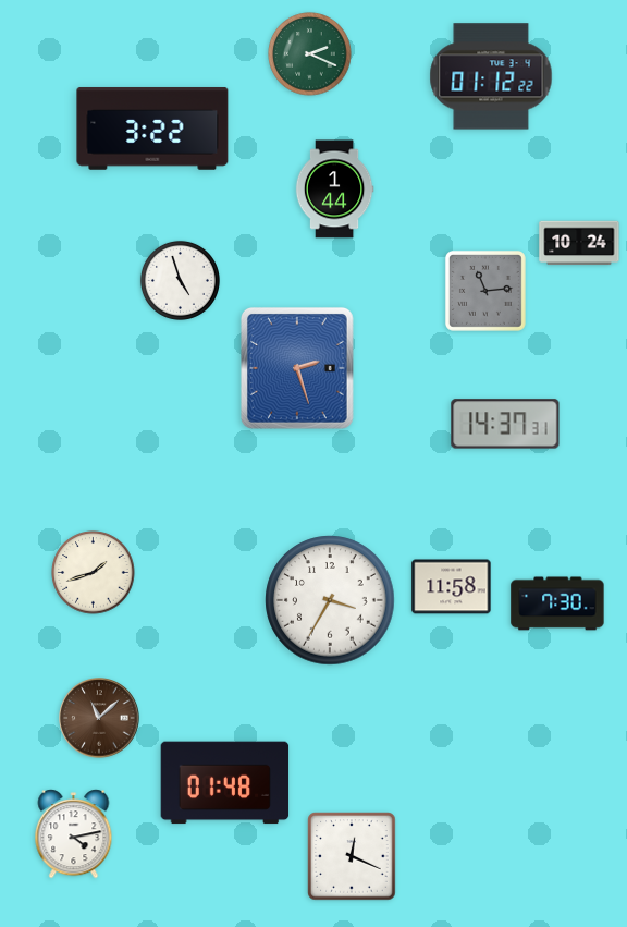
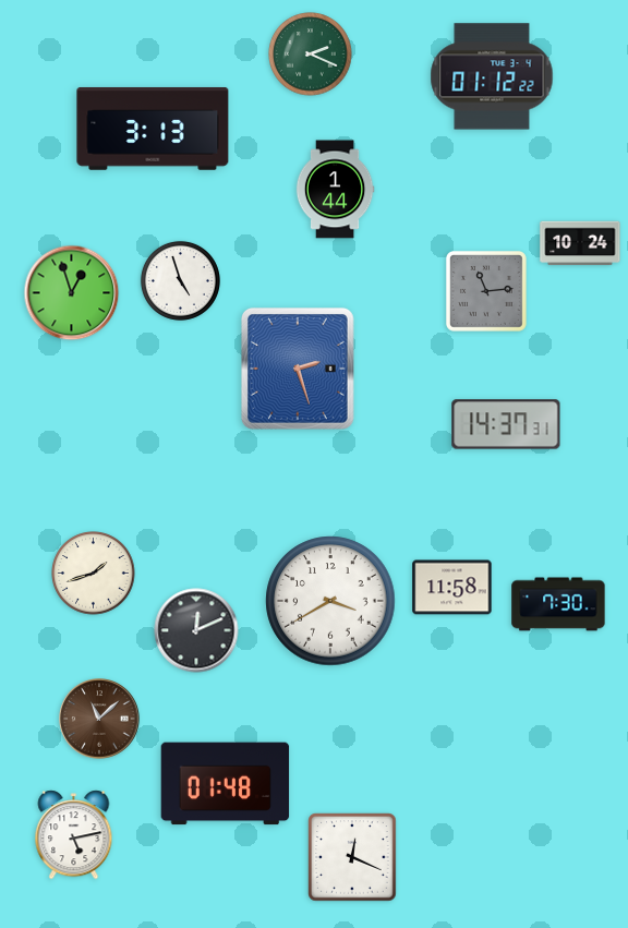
clock at (152, 129): 3:22 -> 3:13
clock at (72, 293): none -> 12:57
clock at (330, 600): 3:35 -> 3:40
clock at (196, 630): none -> 12:11
clock at (74, 834): 4:13 -> 5:13
